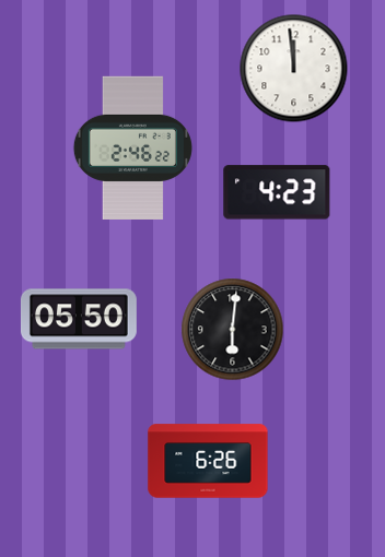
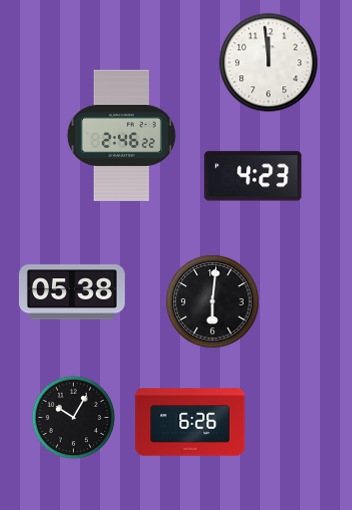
clock at (79, 319): 05:50 -> 05:38
clock at (74, 418): none -> 10:05
